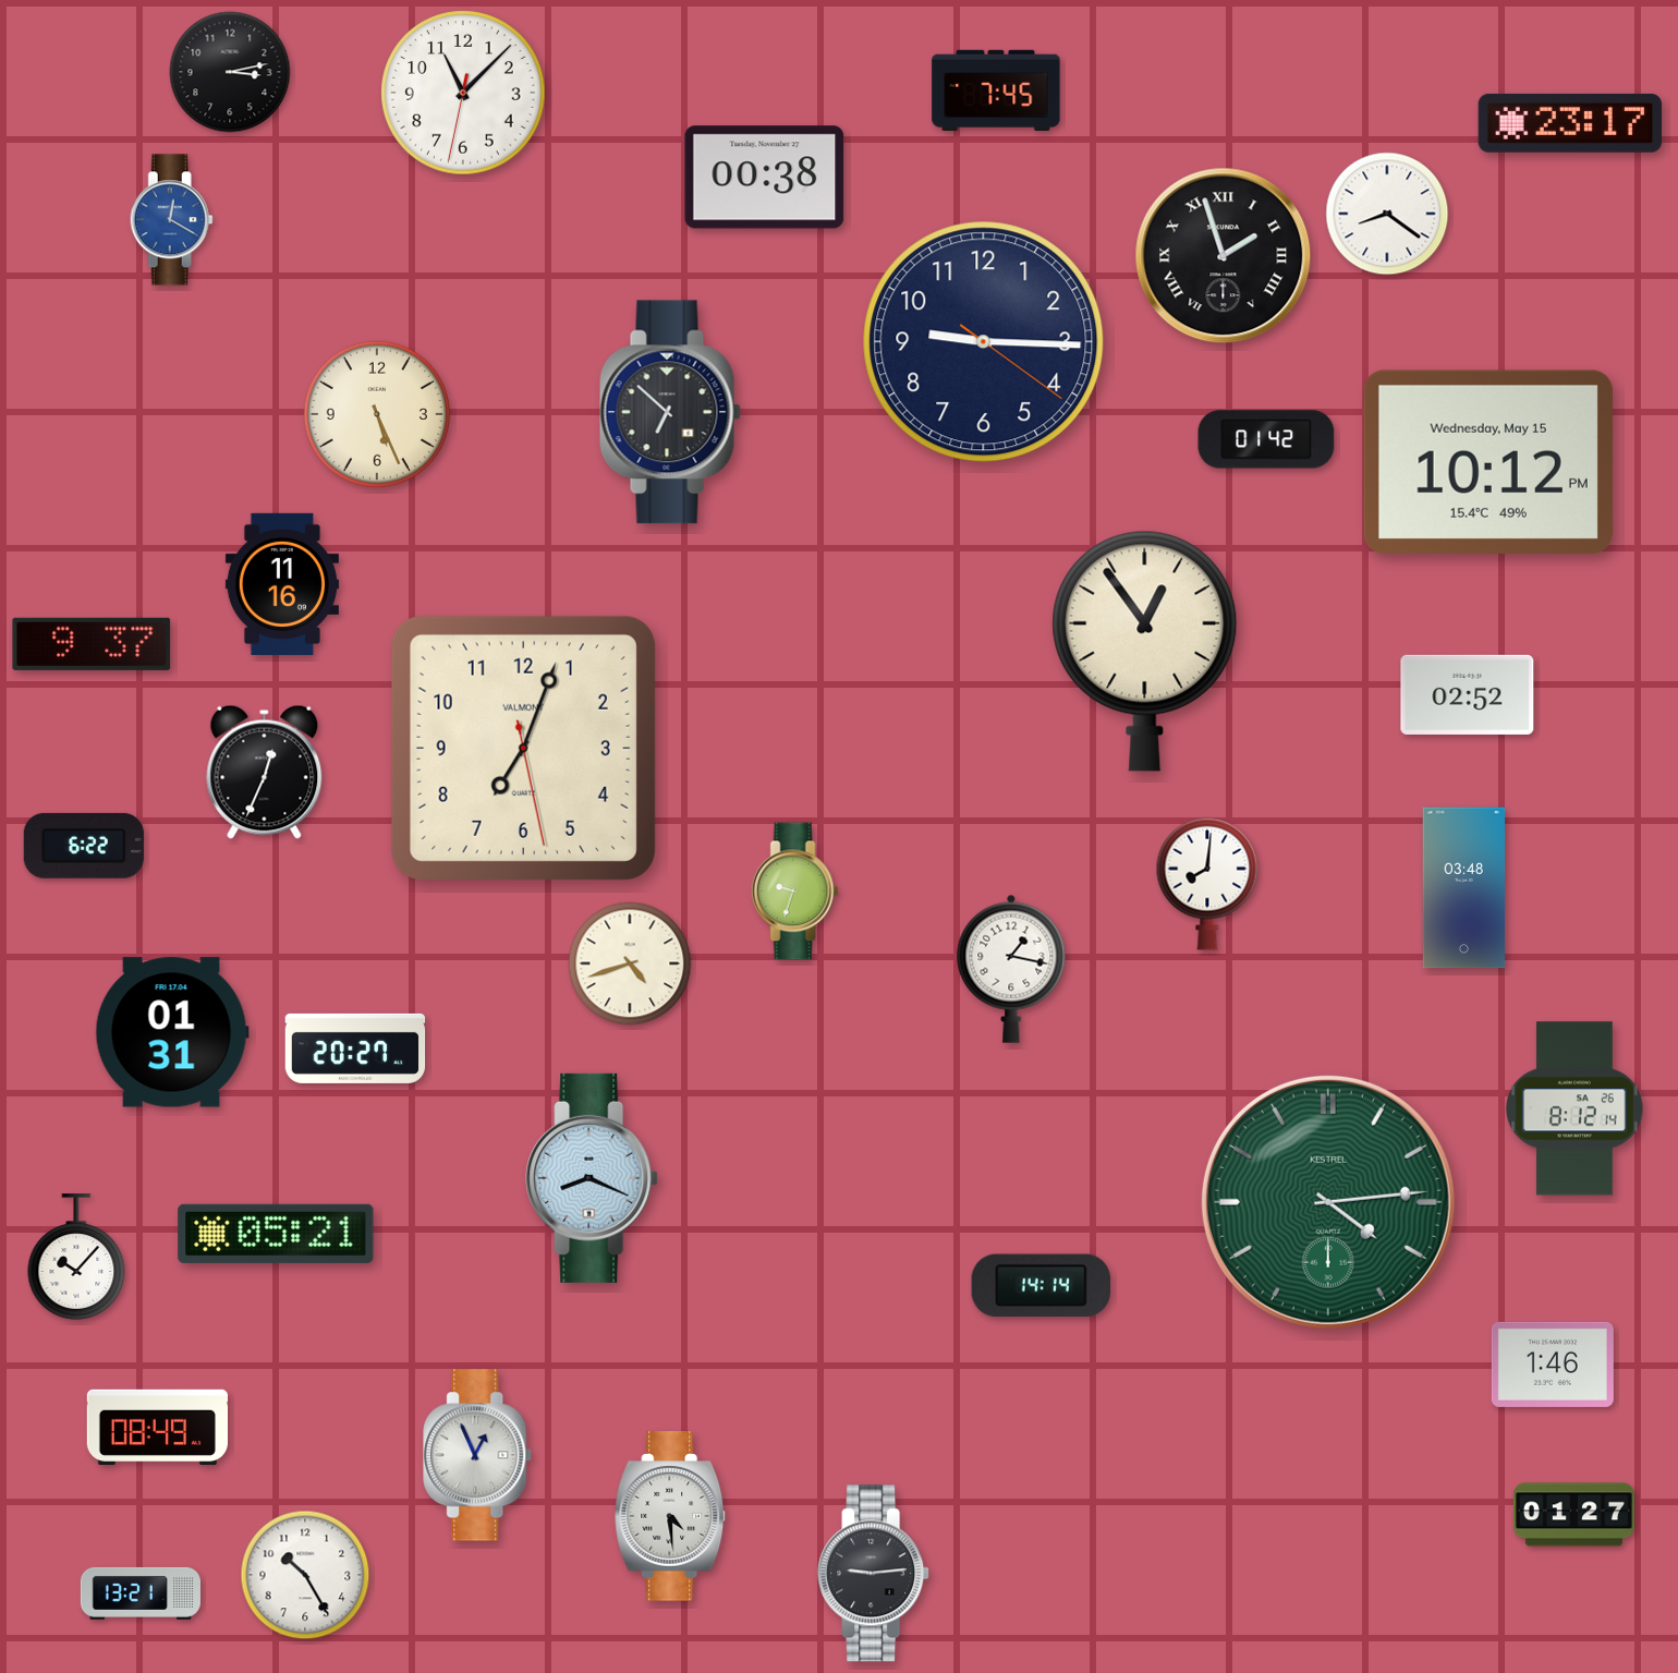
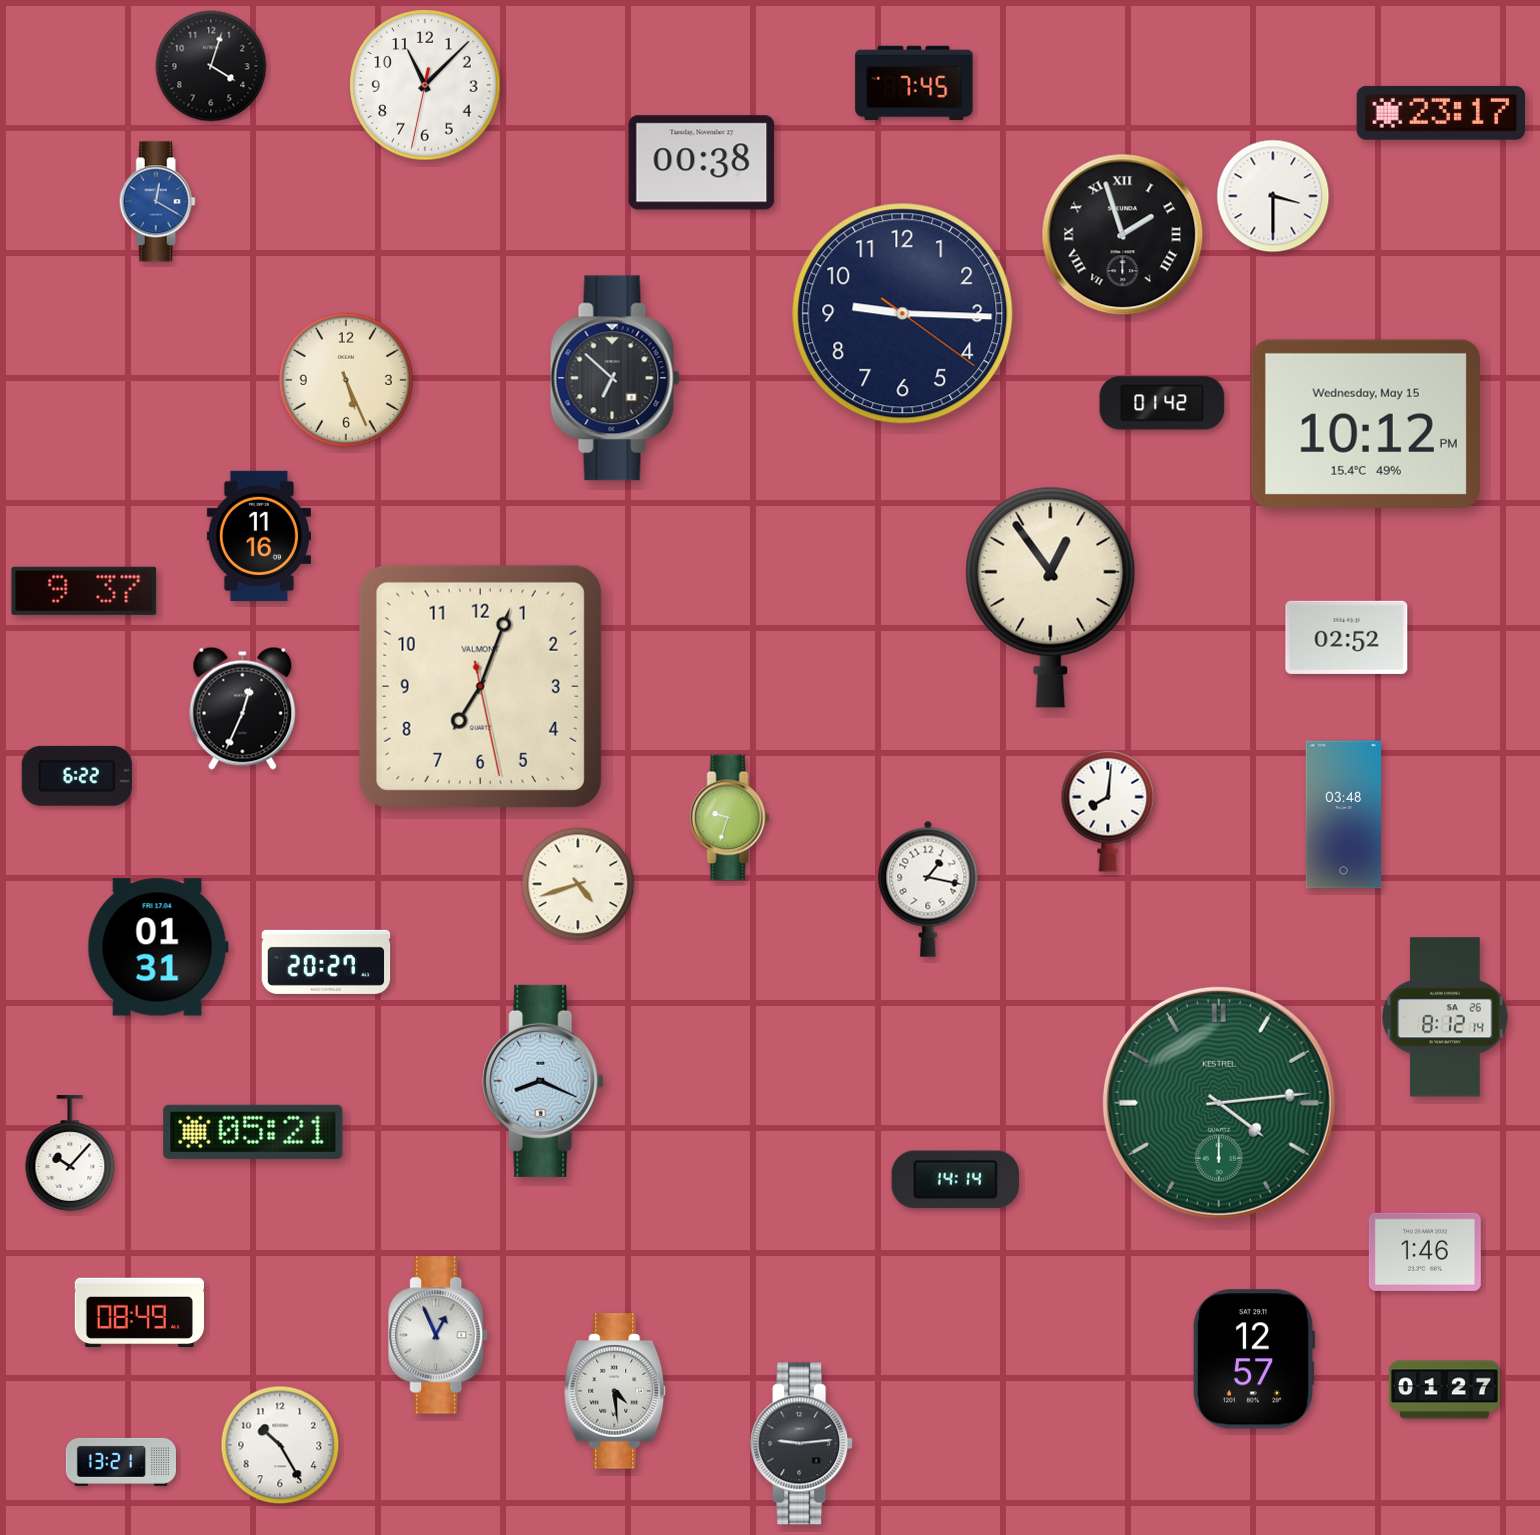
clock at (230, 72): 3:13 -> 4:03
clock at (1387, 214): 8:21 -> 3:30
clock at (157, 1428) position: (157, 1428) -> (139, 1313)
clock at (1254, 1359): none -> 12:57
clock at (141, 1593) position: (141, 1593) -> (121, 1462)
